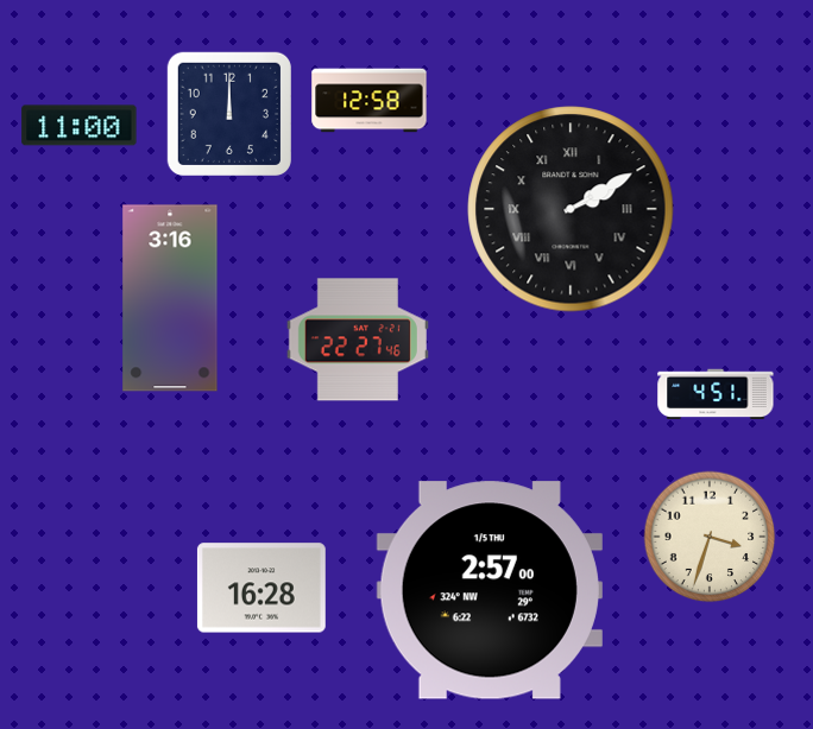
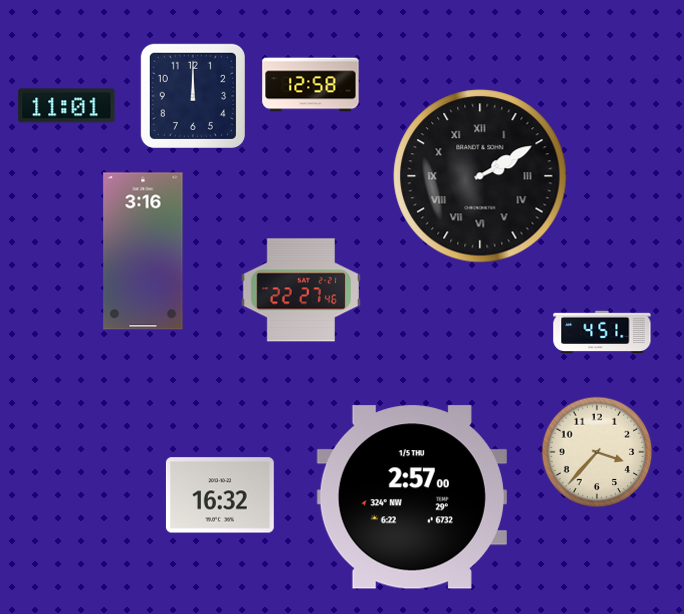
clock at (80, 126): 11:00 -> 11:01
clock at (358, 340) position: (358, 340) -> (301, 290)
clock at (710, 537): 3:33 -> 3:37
clock at (261, 588): 16:28 -> 16:32
